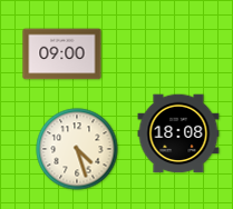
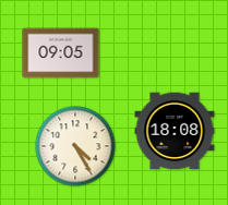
clock at (62, 54): 09:00 -> 09:05
clock at (77, 149): 4:27 -> 4:25
